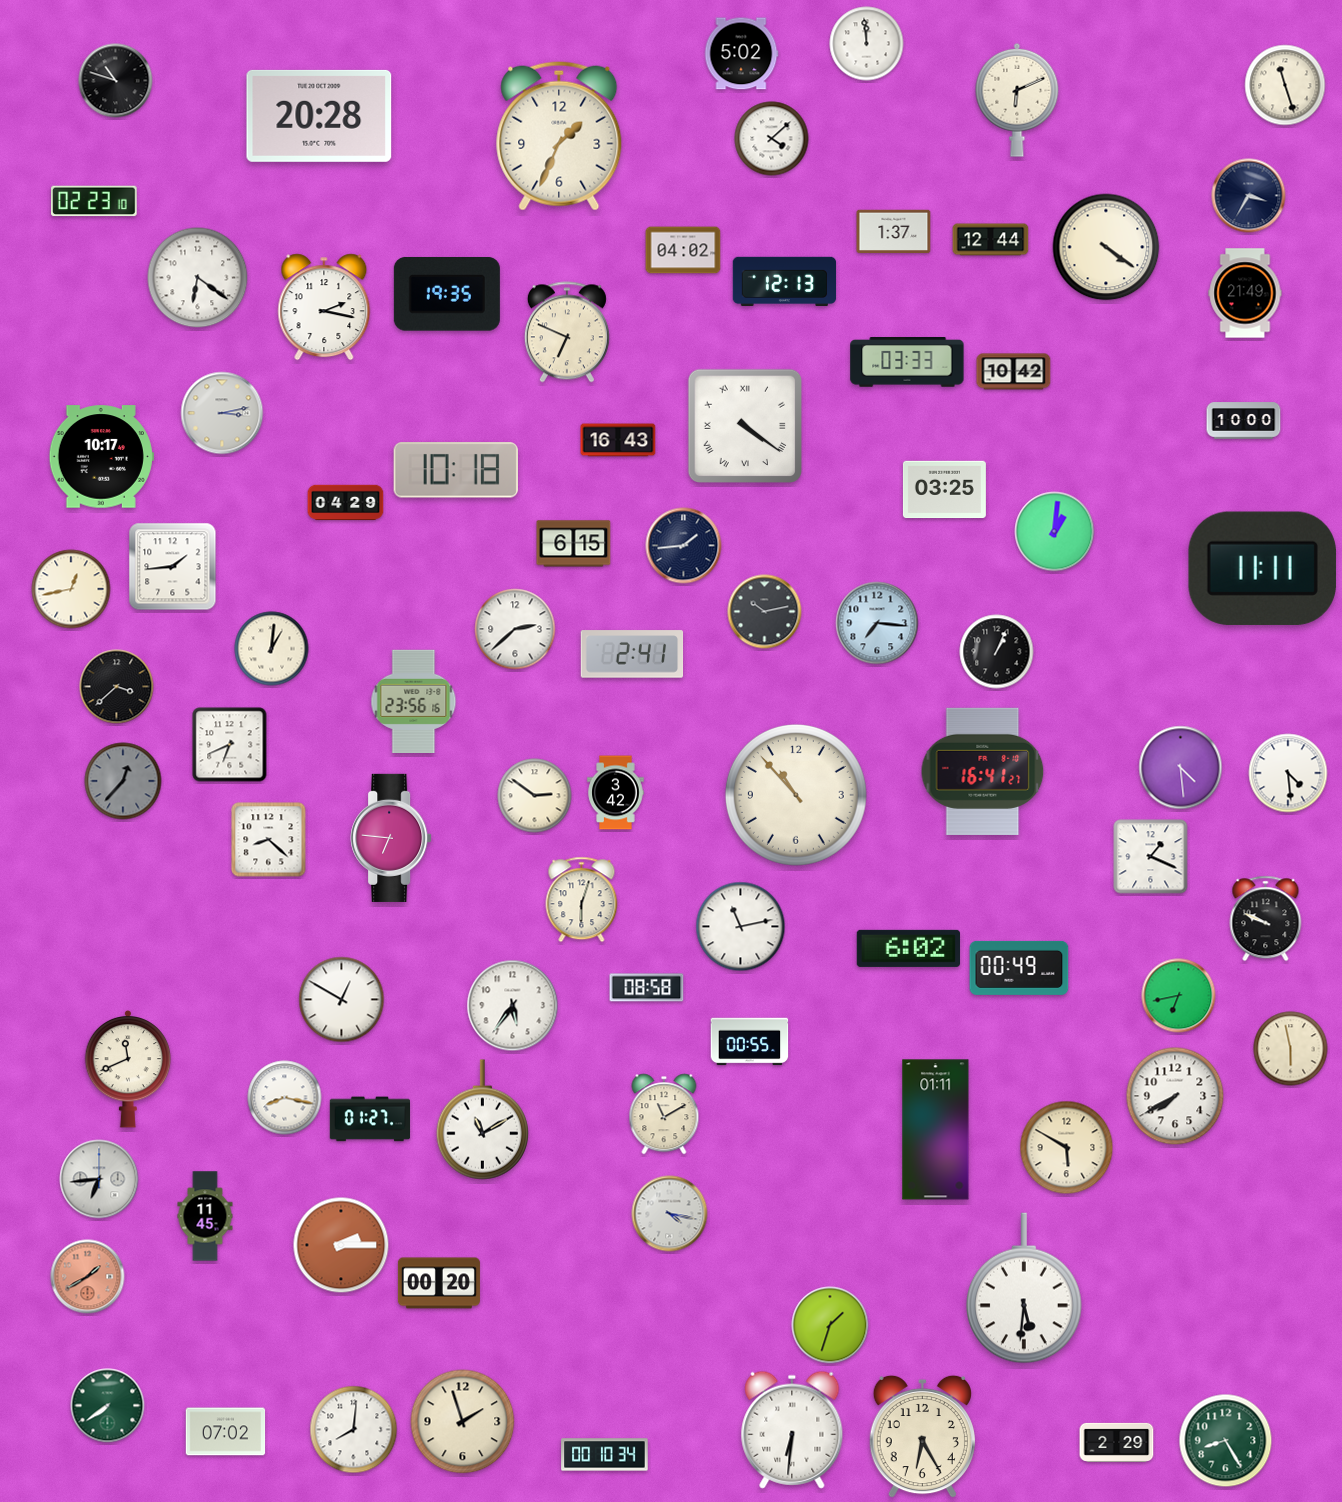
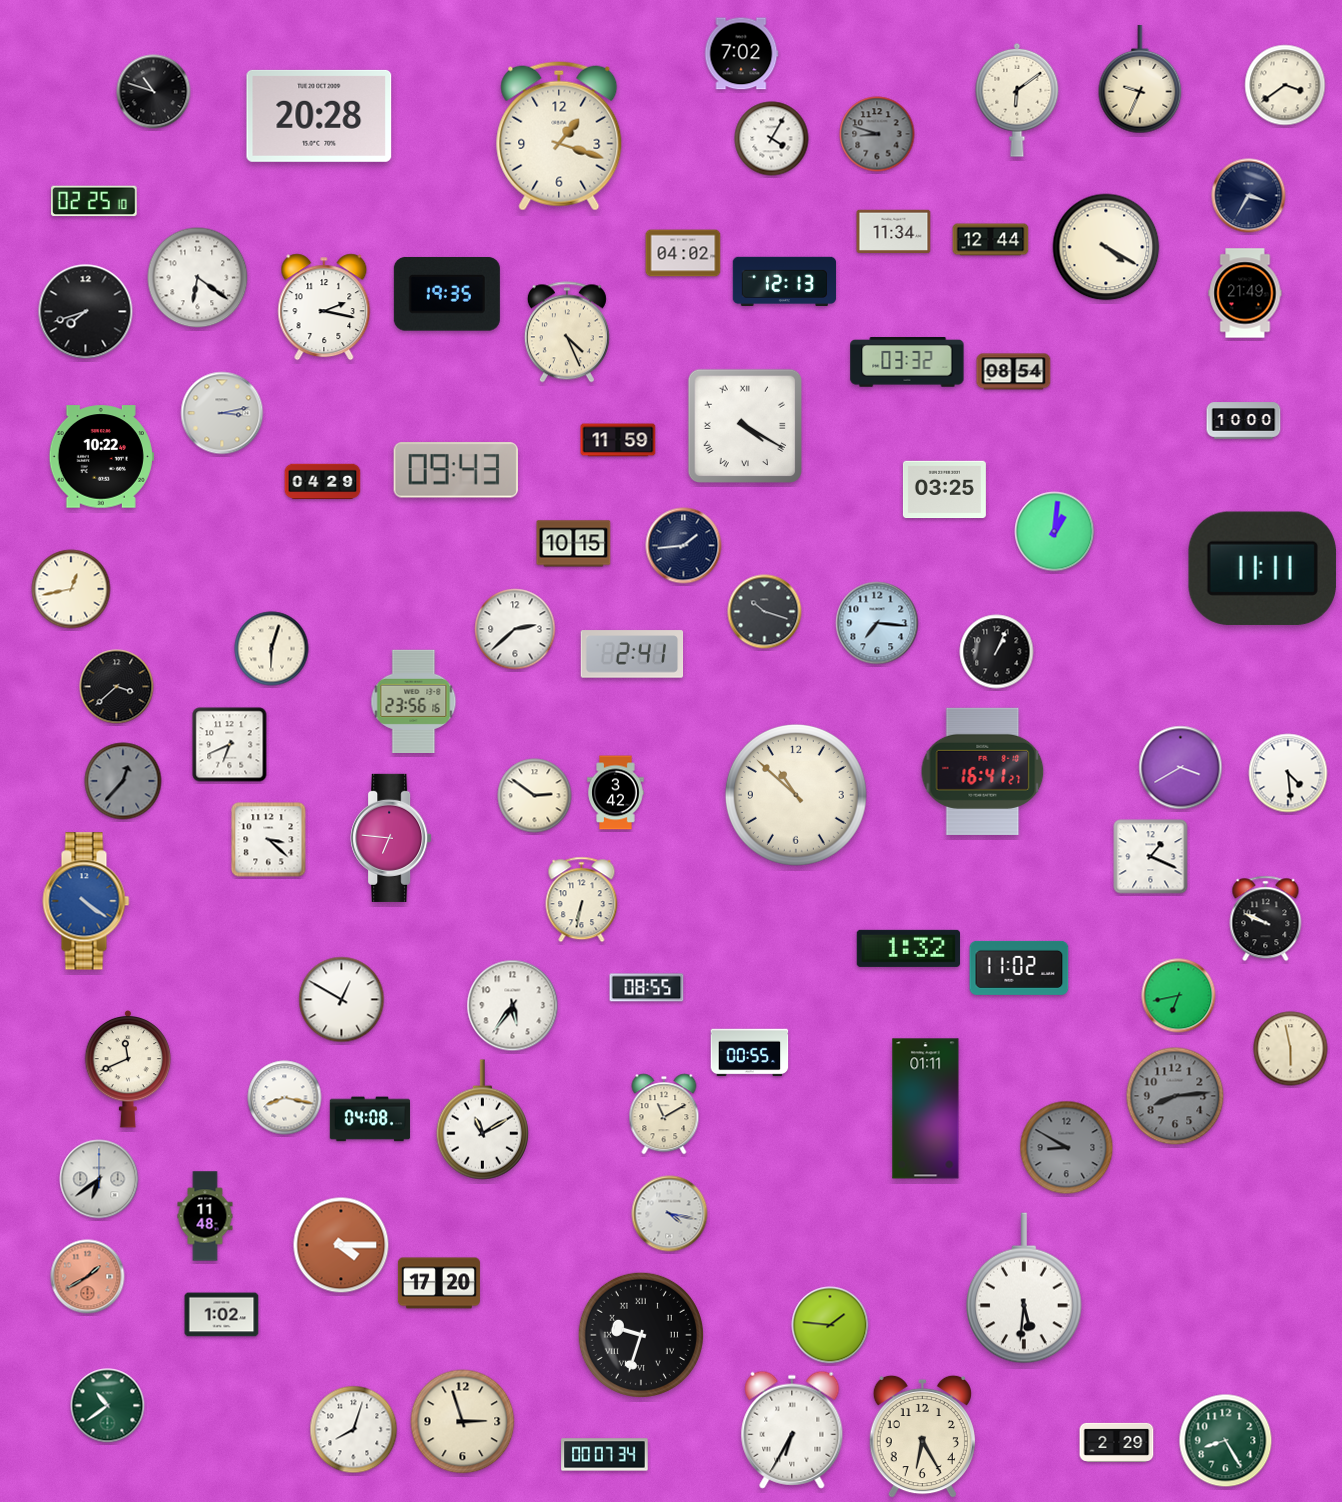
clock at (867, 44): 11:59 -> none
clock at (741, 54): 5:02 -> 7:02
clock at (1140, 79): none -> 9:34
clock at (116, 81) position: (116, 81) -> (154, 92)
clock at (1285, 85): 11:27 -> 3:39
clock at (1017, 100): 6:11 -> 6:09
clock at (877, 134): none -> 8:48
clock at (559, 136): 1:34 -> 1:18
clock at (772, 139): 4:08 -> 4:05
clock at (95, 201): 02:23 -> 02:25
clock at (894, 232): 1:37 -> 11:34
clock at (1106, 247): 4:21 -> 4:20
clock at (683, 250) position: (683, 250) -> (683, 253)
clock at (86, 312): none -> 7:42
clock at (567, 332): 6:49 -> 4:26
clock at (907, 362): 03:33 -> 03:32
clock at (1014, 372): 10:42 -> 08:54
clock at (744, 425): 4:21 -> 4:20
clock at (618, 440): 16:43 -> 11:59
clock at (101, 457): 10:17 -> 10:22
clock at (456, 470): 10:18 -> 09:43
clock at (346, 503) position: (346, 503) -> (323, 482)
clock at (574, 544): 6:15 -> 10:15
clock at (173, 567): 1:44 -> none
clock at (765, 612): 10:13 -> 10:18
clock at (272, 649): 1:01 -> 6:03
clock at (1181, 768): 4:29 -> 3:40
clock at (796, 795): 10:53 -> 10:52
clock at (269, 840): 8:22 -> 3:22
clock at (582, 900): 6:03 -> 6:32
clock at (86, 901): none -> 4:21
clock at (741, 927): 11:13 -> none
clock at (908, 948): 6:02 -> 1:32
clock at (1019, 968): 00:49 -> 11:02
clock at (647, 988): 08:58 -> 08:55
clock at (750, 1042) position: (750, 1042) -> (750, 1053)
clock at (1175, 1096): 7:40 -> 8:14
clock at (1175, 1096) dial: white -> grey
clock at (369, 1119): 01:27 -> 04:08
clock at (936, 1130) position: (936, 1130) -> (926, 1109)
clock at (1067, 1148): 5:50 -> 8:50
clock at (1067, 1148) dial: cream -> grey
clock at (99, 1179): 6:44 -> 6:39
clock at (205, 1216): 11:45 -> 11:48
clock at (341, 1245): 2:15 -> 4:15
clock at (439, 1283): 00:20 -> 17:20
clock at (222, 1315): none -> 1:02
clock at (830, 1325): 1:33 -> 1:46
clock at (641, 1335): none -> 9:33
clock at (108, 1406): 7:39 -> 10:39
clock at (463, 1422): 1:57 -> 2:57
clock at (354, 1430): 8:01 -> 8:03
clock at (792, 1430): 6:31 -> 6:35
clock at (226, 1432): 07:02 -> none
clock at (605, 1455): 00:10 -> 00:07
